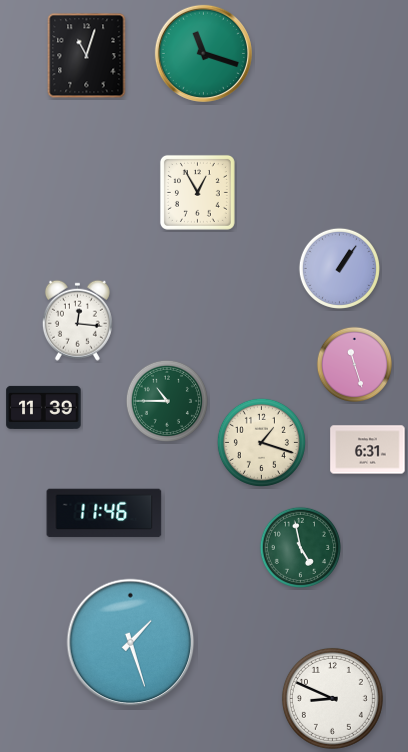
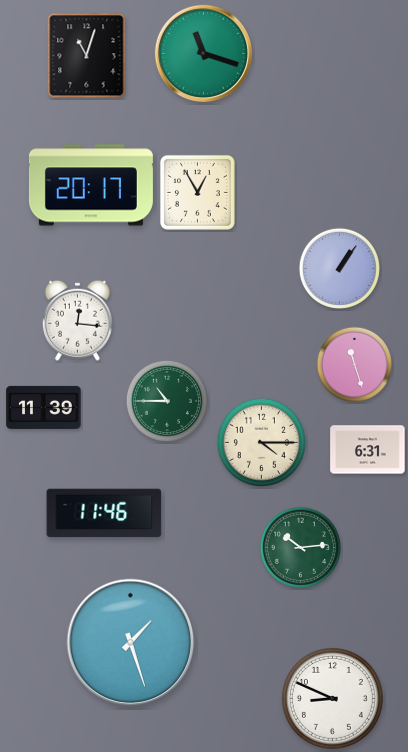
clock at (91, 185): none -> 20:17
clock at (261, 442): 1:18 -> 4:15
clock at (300, 547): 4:58 -> 10:14
